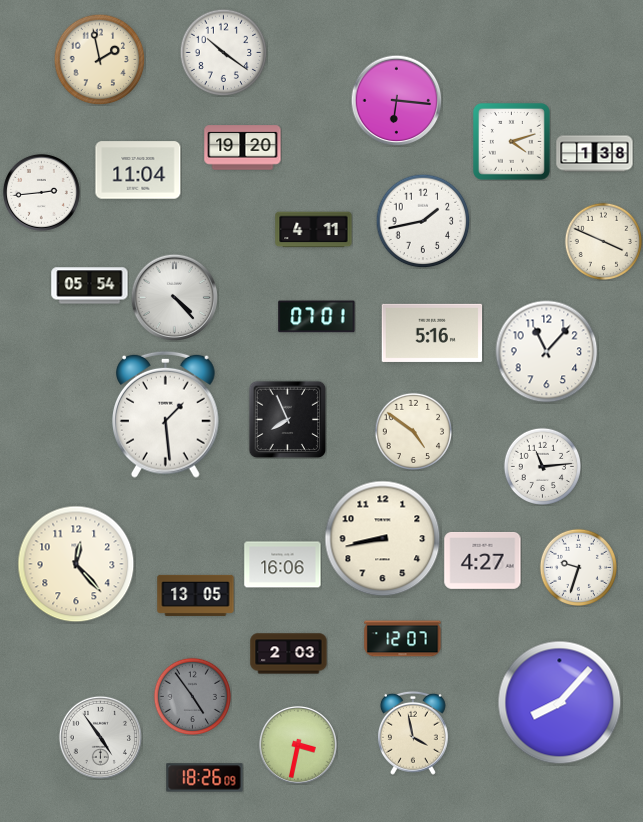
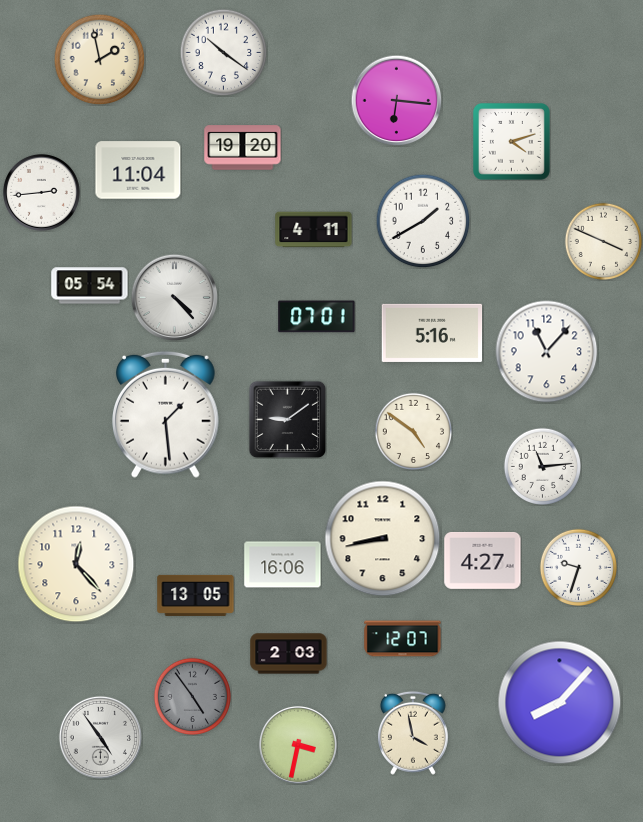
clock at (595, 154): 1:38 -> none
clock at (423, 221): 1:43 -> 1:40
clock at (287, 419): 7:56 -> 9:09
clock at (205, 778): 18:26 -> none
